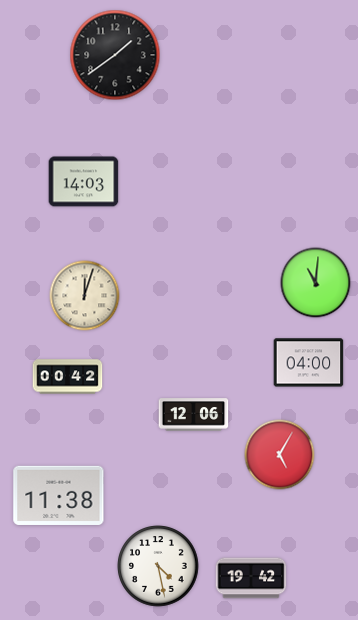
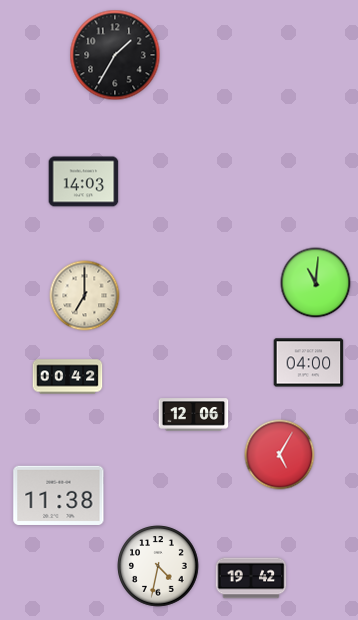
clock at (115, 55): 1:39 -> 1:35
clock at (85, 296): 12:03 -> 7:00
clock at (158, 566): 4:28 -> 4:32
